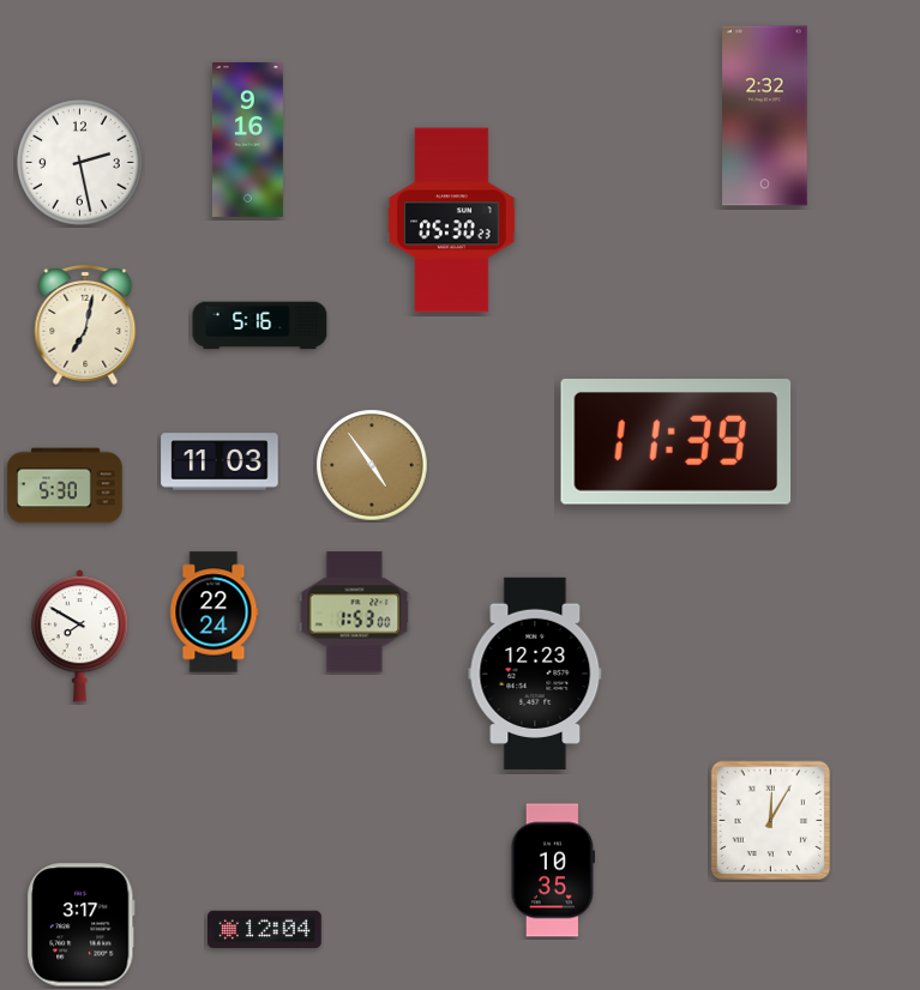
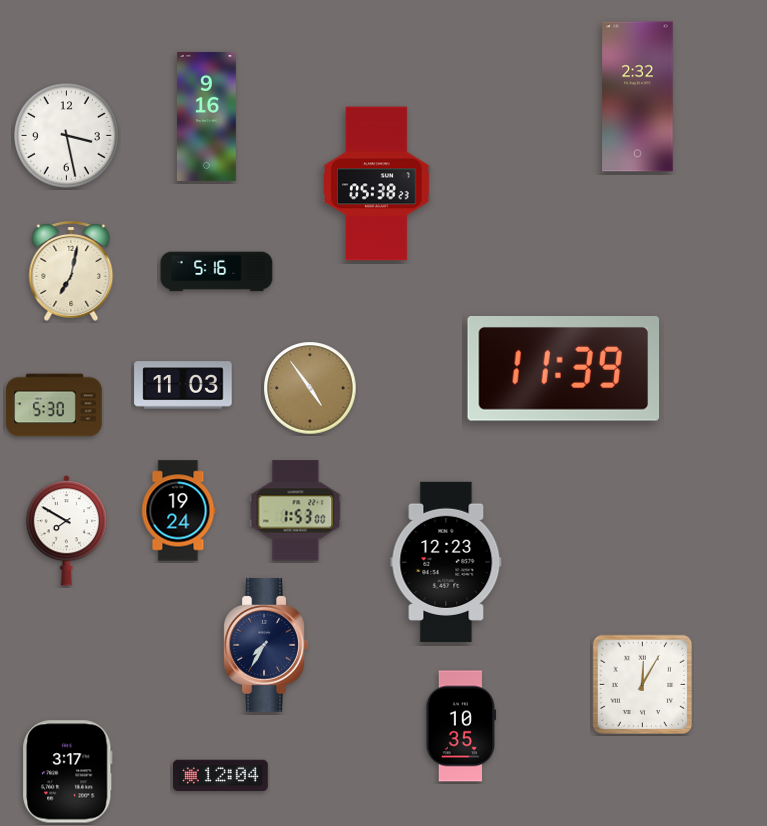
clock at (80, 163): 2:28 -> 3:28
clock at (452, 221): 05:30 -> 05:38
clock at (215, 612): 22:24 -> 19:24
clock at (266, 645): none -> 7:35
